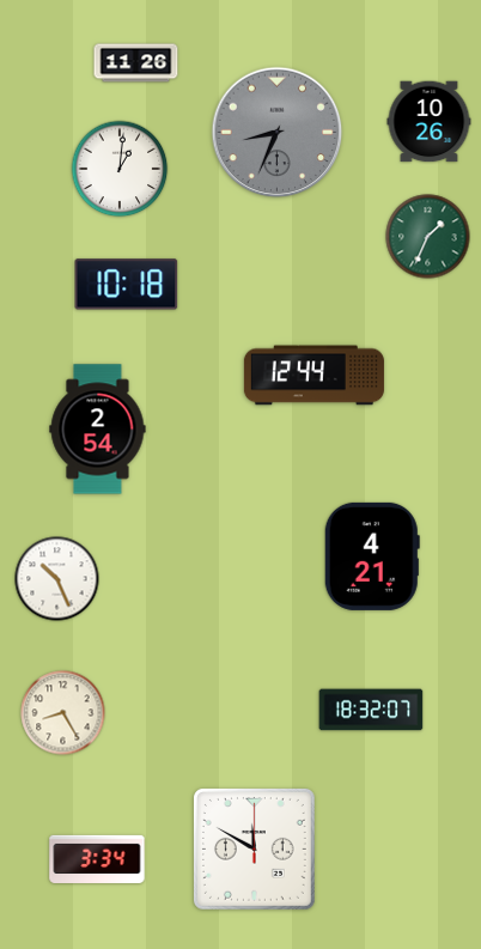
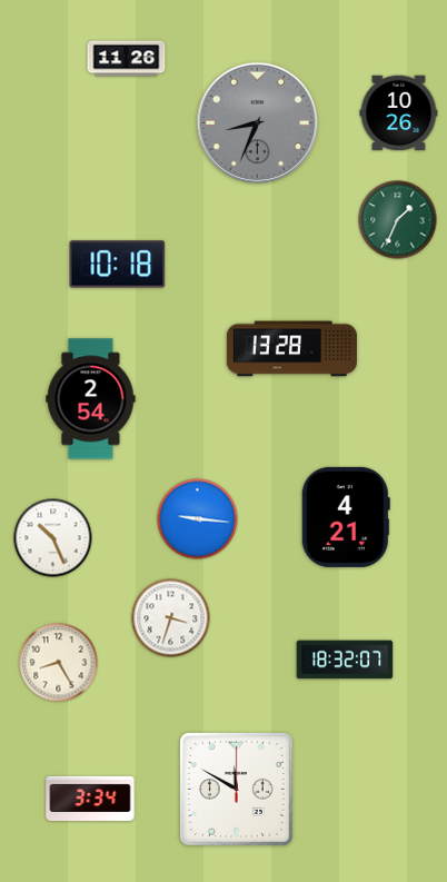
clock at (120, 169): 1:01 -> none
clock at (313, 376): 12:44 -> 13:28
clock at (198, 519): none -> 9:16
clock at (171, 618): none -> 3:33
